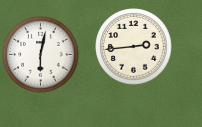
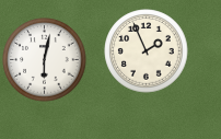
clock at (134, 47): 2:44 -> 1:56
